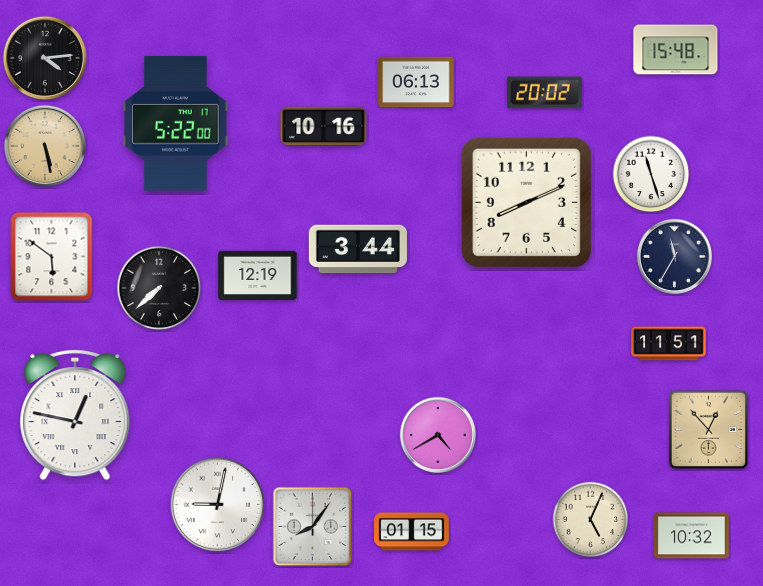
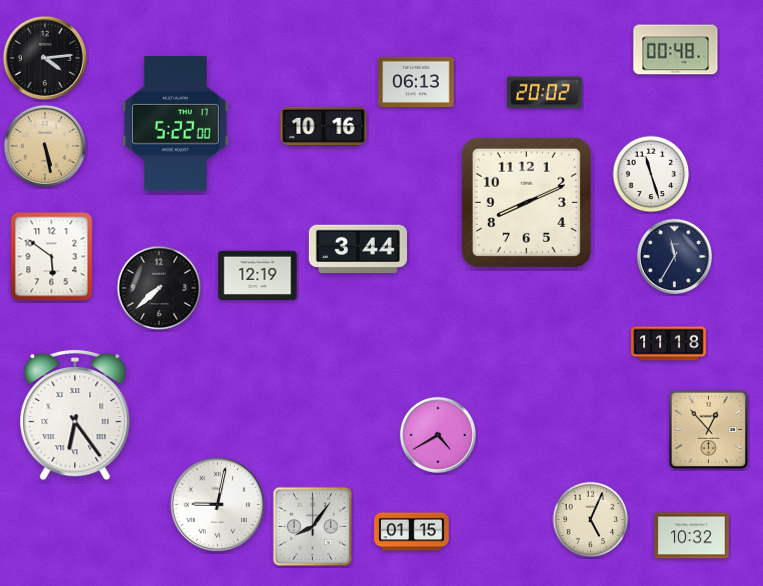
clock at (676, 50): 15:48 -> 00:48
clock at (669, 344): 11:51 -> 11:18
clock at (75, 415): 12:47 -> 6:24
